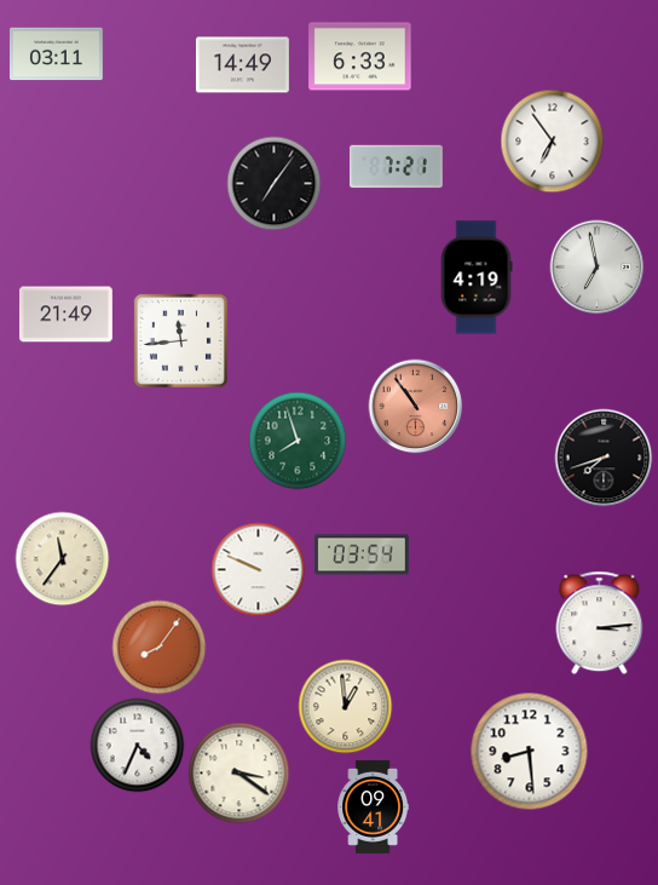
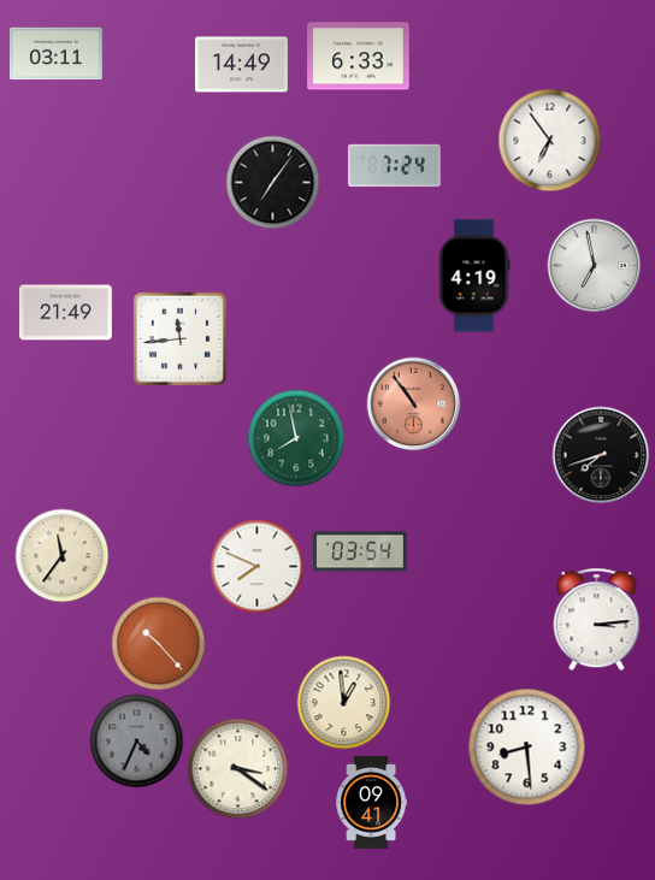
clock at (396, 167): 7:21 -> 7:24
clock at (298, 441): 7:57 -> 7:58
clock at (258, 569): 9:49 -> 7:49
clock at (158, 646): 8:06 -> 10:23
clock at (137, 745) dial: white -> grey
